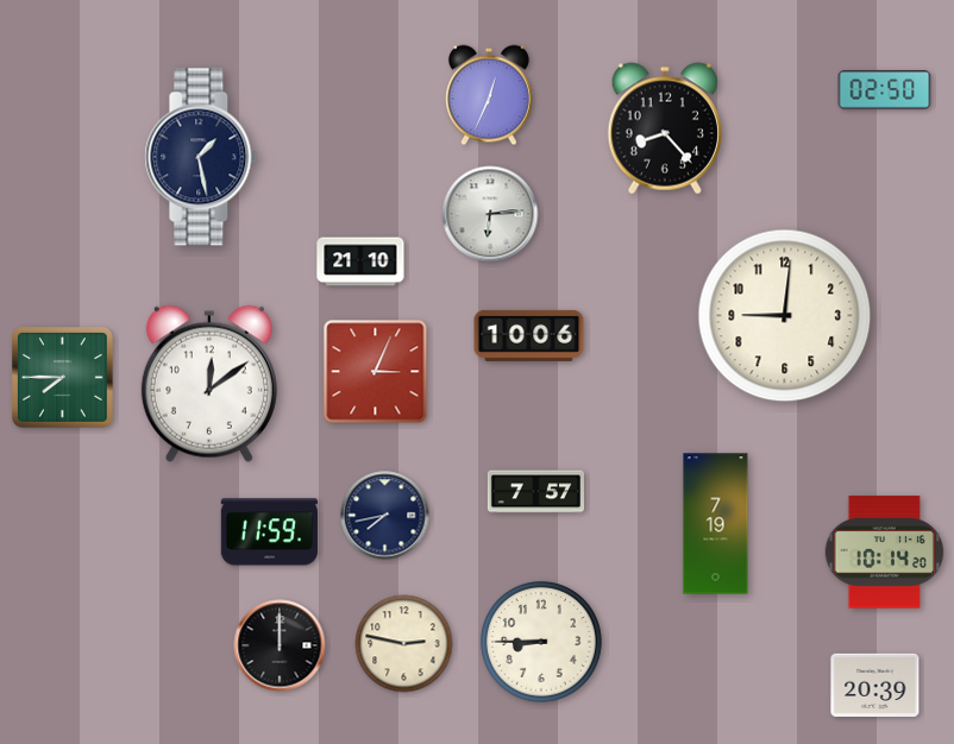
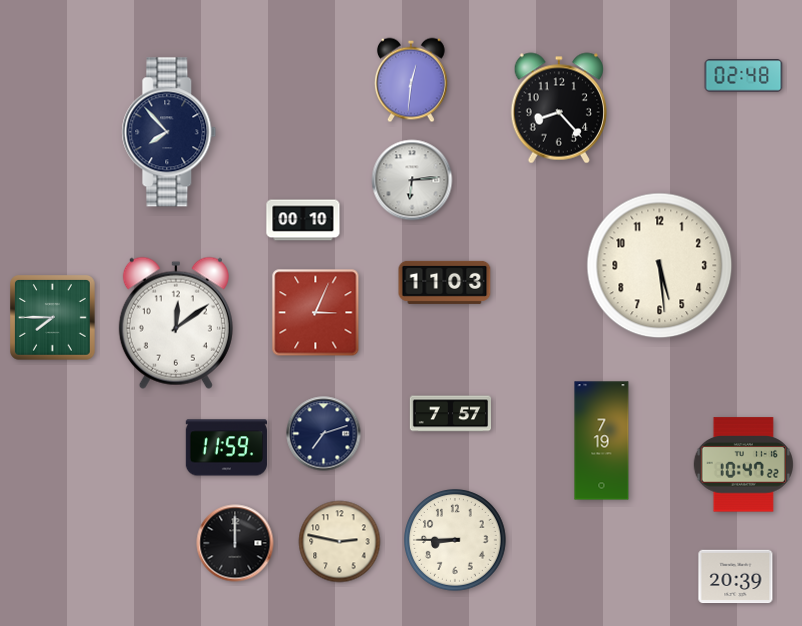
clock at (885, 90): 02:50 -> 02:48
clock at (489, 95): 12:34 -> 12:31
clock at (201, 157): 1:28 -> 7:53
clock at (360, 261): 21:10 -> 00:10
clock at (785, 316): 9:01 -> 5:29
clock at (529, 335): 10:06 -> 11:03
clock at (385, 516): 7:43 -> 7:12
clock at (884, 553): 10:14 -> 10:47
